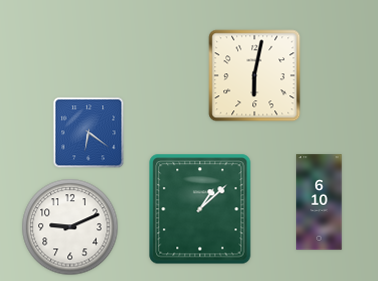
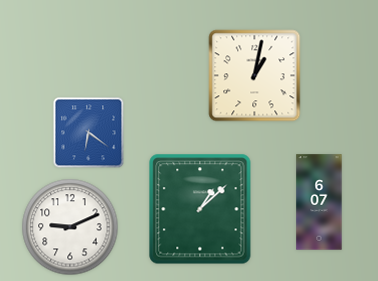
clock at (255, 76): 6:02 -> 1:02
clock at (319, 202): 6:10 -> 6:07
